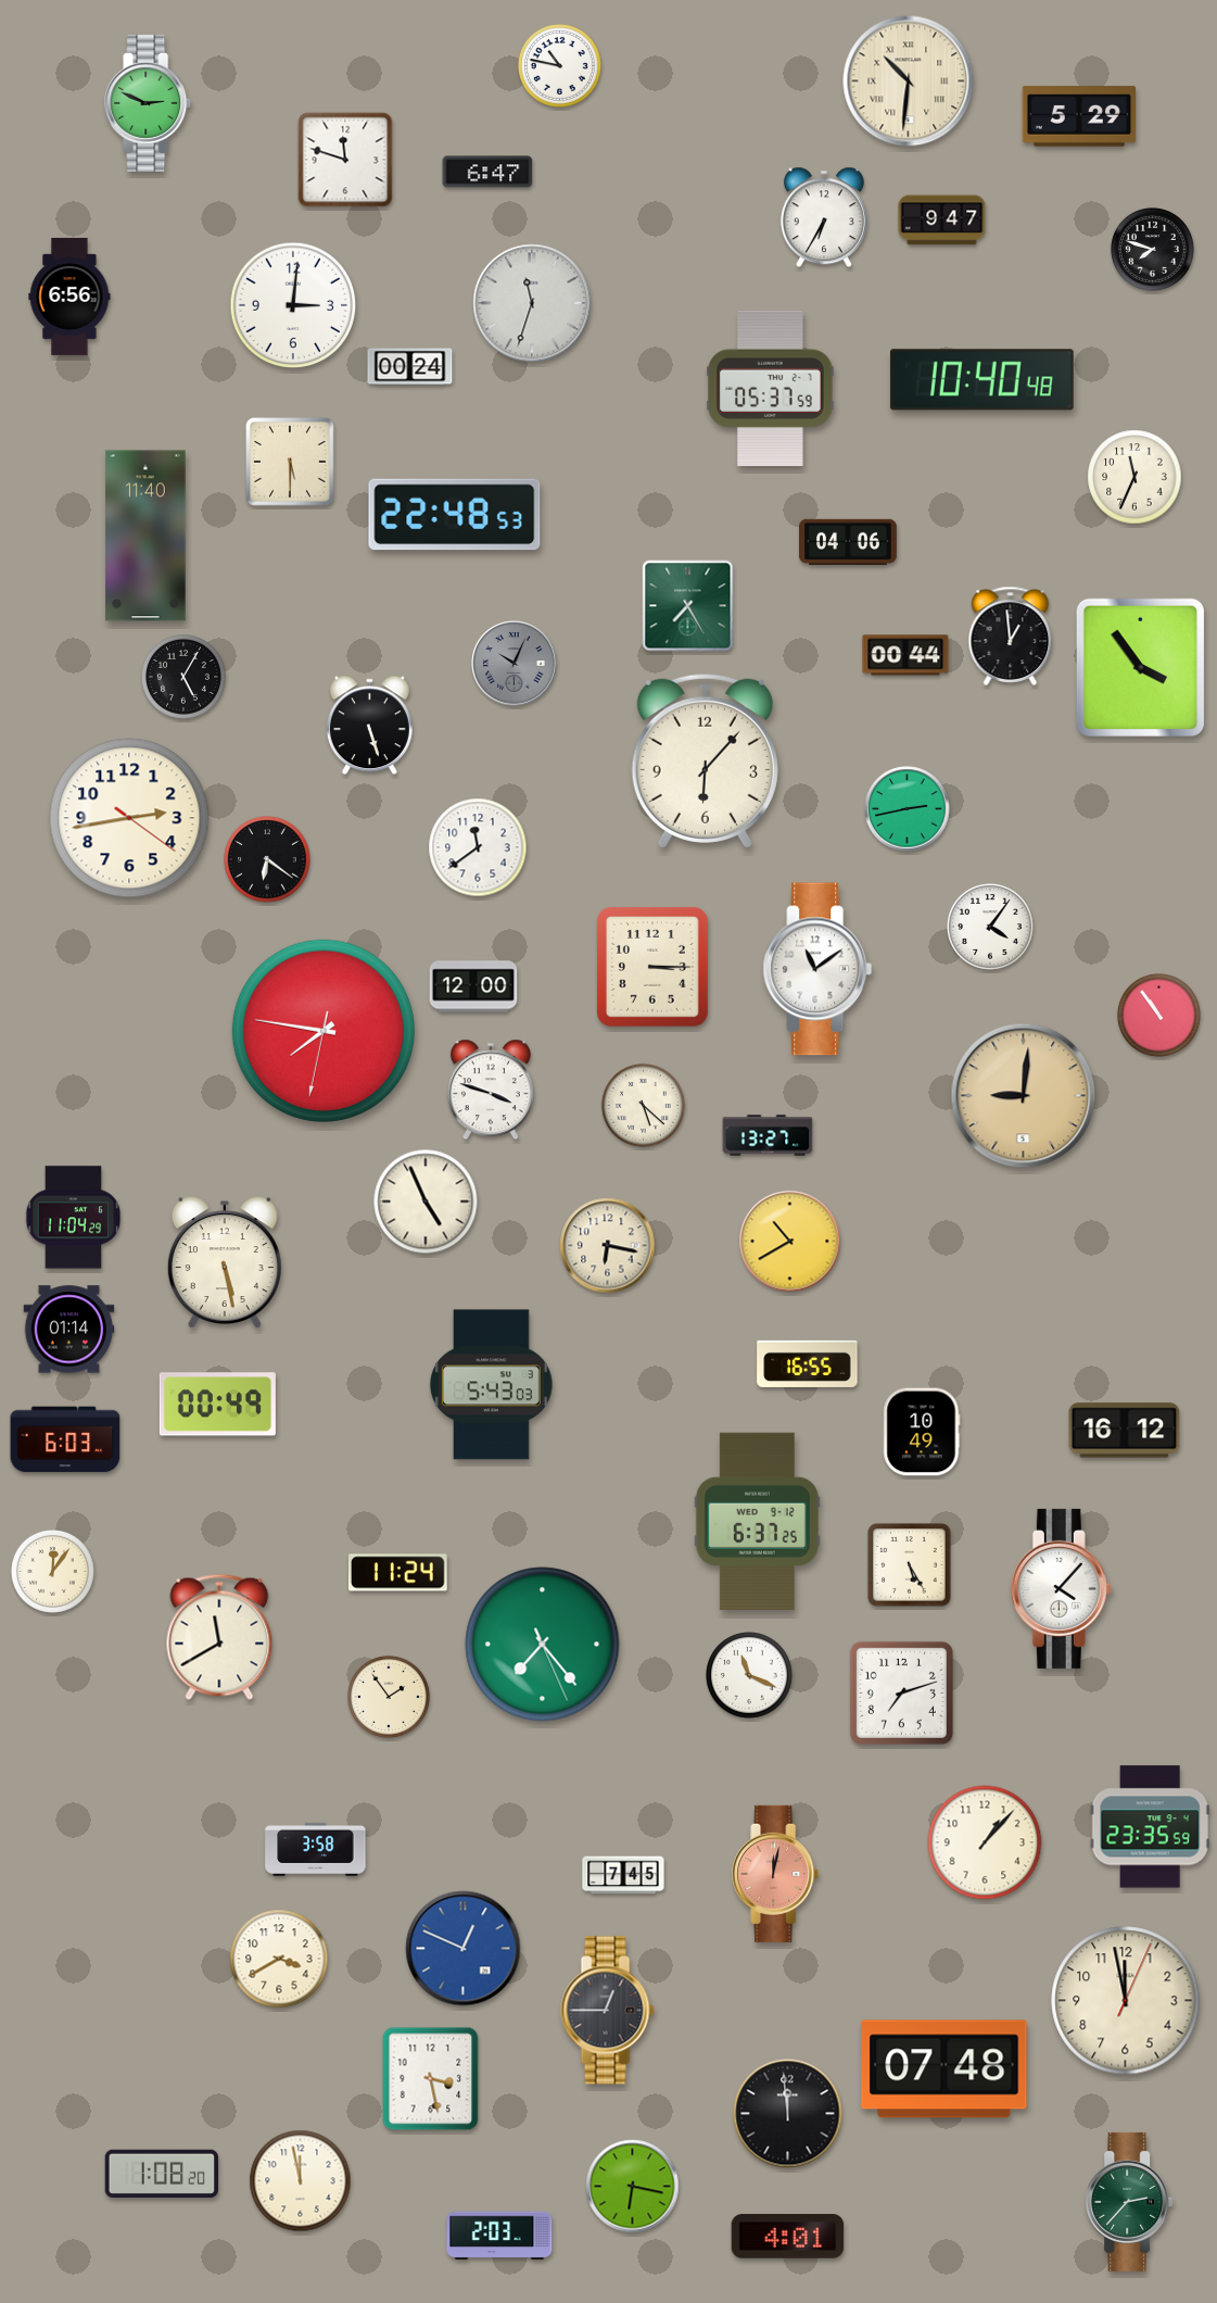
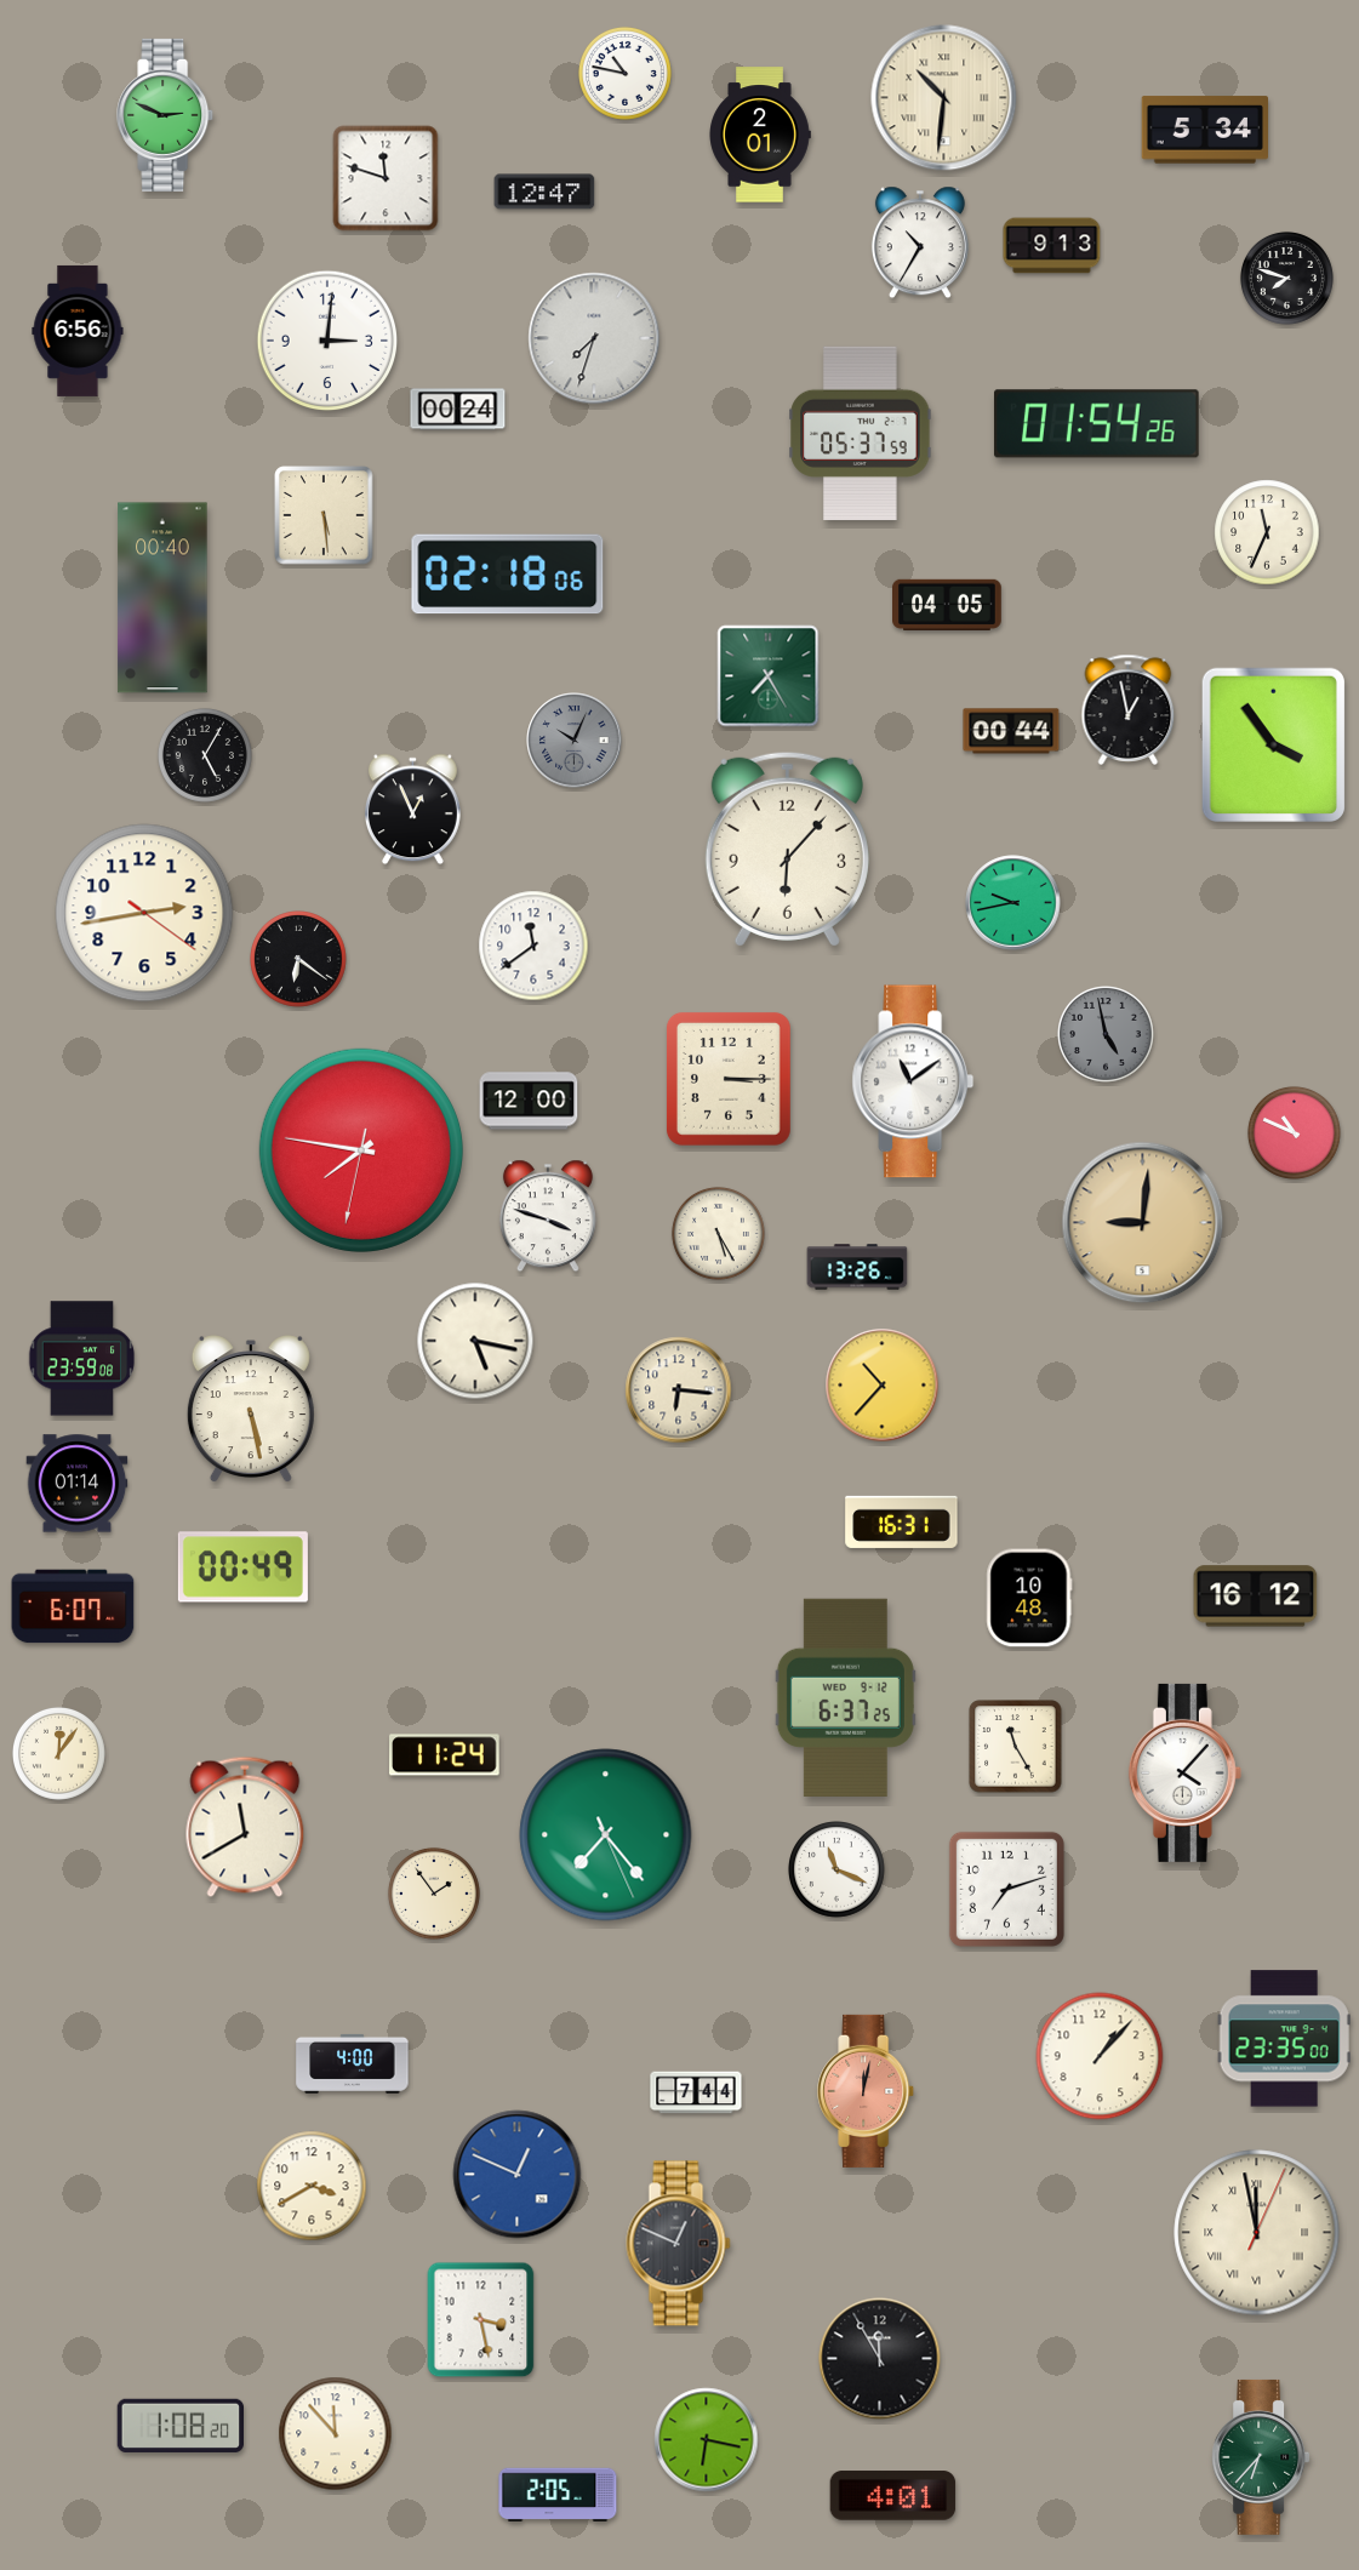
clock at (909, 81) position: (909, 81) -> (944, 98)
clock at (1079, 116): 5:29 -> 5:34
clock at (760, 135): none -> 2:01
clock at (487, 172): 6:47 -> 12:47
clock at (824, 217): 6:35 -> 10:35
clock at (942, 221): 9:47 -> 9:13
clock at (532, 303): 11:33 -> 7:33
clock at (981, 380): 10:40 -> 01:54
clock at (290, 462): 5:30 -> 5:29
clock at (455, 515): 22:48 -> 02:18
clock at (145, 536): 11:40 -> 00:40
clock at (849, 542): 04:06 -> 04:05
clock at (1011, 635): 12:59 -> 12:58
clock at (369, 726): 5:27 -> 12:56
clock at (908, 809): 2:43 -> 9:43
clock at (991, 928): 4:06 -> 4:58
clock at (991, 928) dial: white -> grey
clock at (1158, 1015): 10:54 -> 10:49
clock at (643, 1105): 5:22 -> 5:25
clock at (768, 1135): 13:27 -> 13:26
clock at (426, 1201): 4:56 -> 5:17
clock at (74, 1218): 11:04 -> 23:59
clock at (790, 1242): 10:40 -> 10:37
clock at (608, 1246): 6:17 -> 6:16
clock at (808, 1363): 16:55 -> 16:31
clock at (491, 1385): 5:43 -> none
clock at (922, 1432): 10:49 -> 10:48
clock at (65, 1439): 6:03 -> 6:07
clock at (910, 1565): 5:25 -> 11:25
clock at (1150, 1827): 23:35:59 -> 23:35:00
clock at (316, 1849): 3:58 -> 4:00
clock at (623, 1875): 7:45 -> 7:44
clock at (1126, 2001) numerals: Arabic -> Roman
clock at (608, 2011): 12:45 -> 12:49
clock at (945, 2069): 07:48 -> none
clock at (788, 2114): 11:59 -> 11:55
clock at (301, 2181): 11:58 -> 11:53
clock at (1129, 2202): 2:37 -> 6:37
clock at (499, 2236): 2:03 -> 2:05
clock at (788, 2237) position: (788, 2237) -> (893, 2496)
